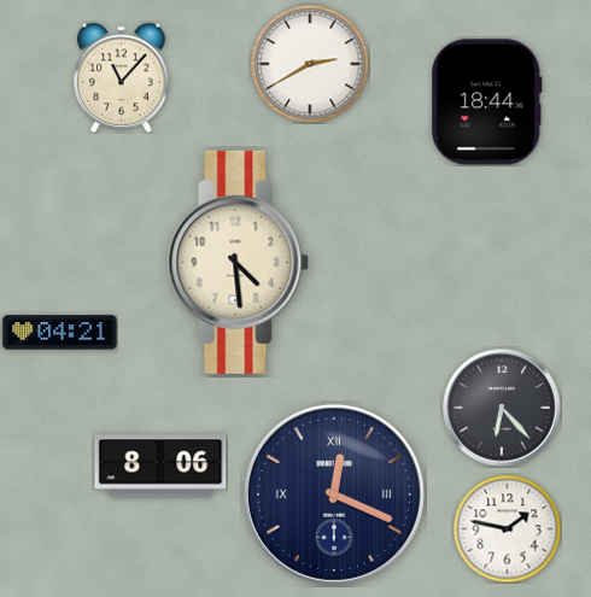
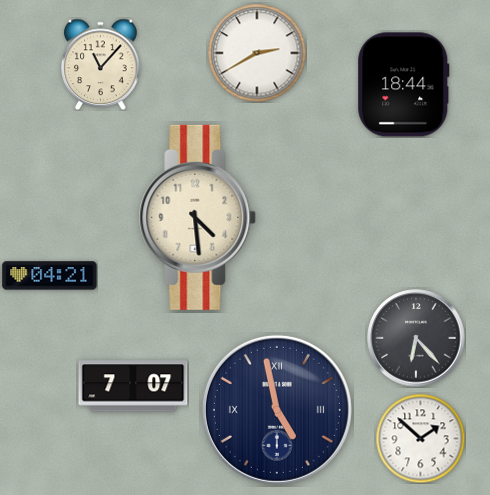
clock at (160, 466): 8:06 -> 7:07
clock at (334, 494): 12:19 -> 4:58
clock at (507, 528): 1:47 -> 1:52
